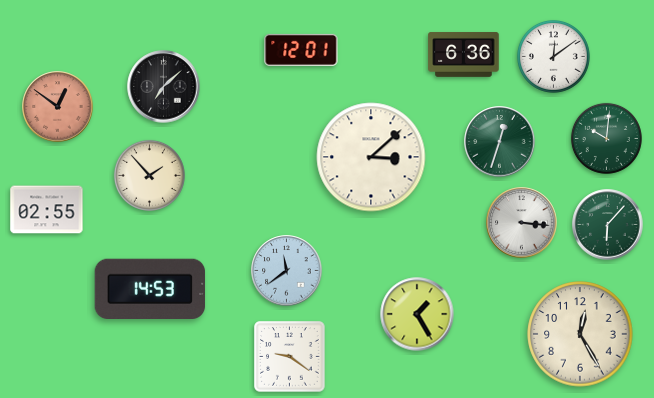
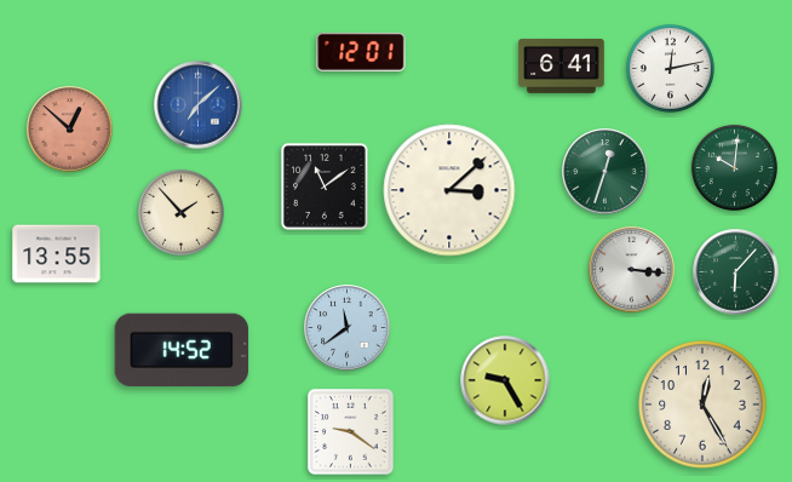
clock at (301, 50) position: (301, 50) -> (361, 52)
clock at (464, 55): 6:36 -> 6:41
clock at (553, 56): 12:09 -> 12:13
clock at (164, 87) dial: black -> blue
clock at (58, 107): 12:51 -> 12:52
clock at (325, 187): none -> 11:09
clock at (47, 210): 02:55 -> 13:55
clock at (150, 288): 14:53 -> 14:52
clock at (417, 314): 1:25 -> 9:25
